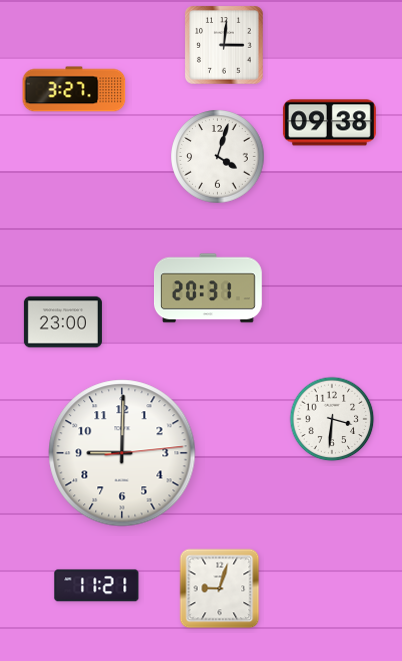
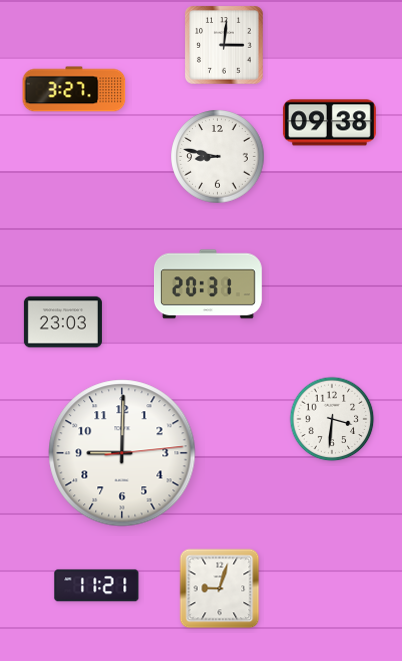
clock at (218, 157): 4:03 -> 8:47
clock at (209, 288) position: (209, 288) -> (209, 284)
clock at (63, 322): 23:00 -> 23:03
